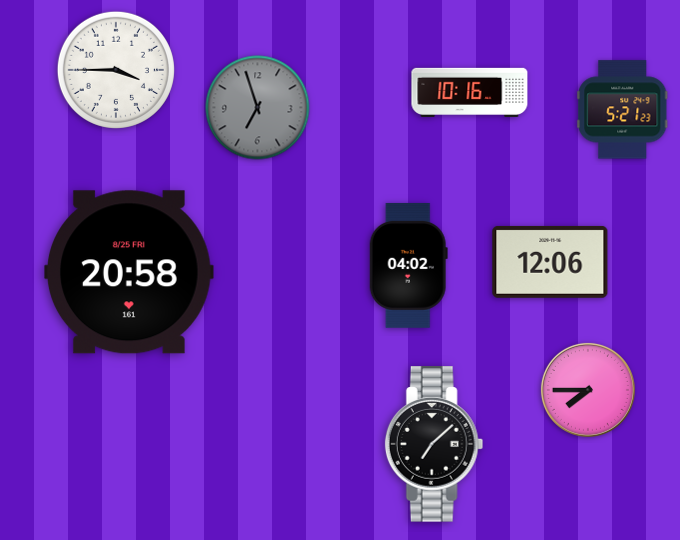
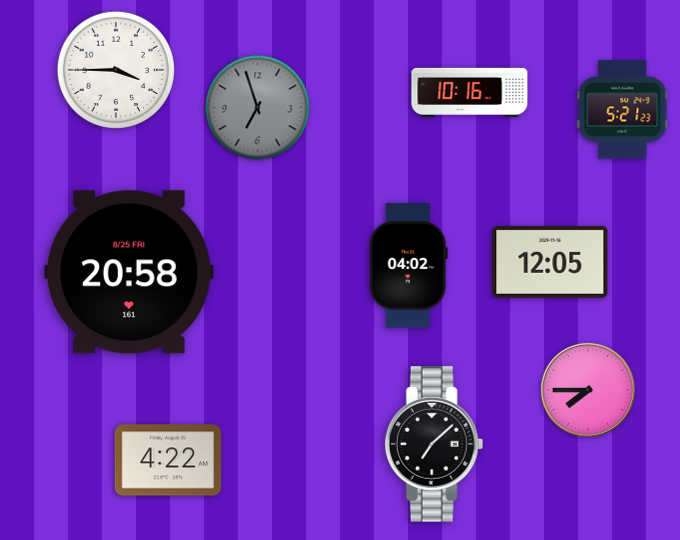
clock at (550, 262): 12:06 -> 12:05
clock at (168, 460): none -> 4:22
